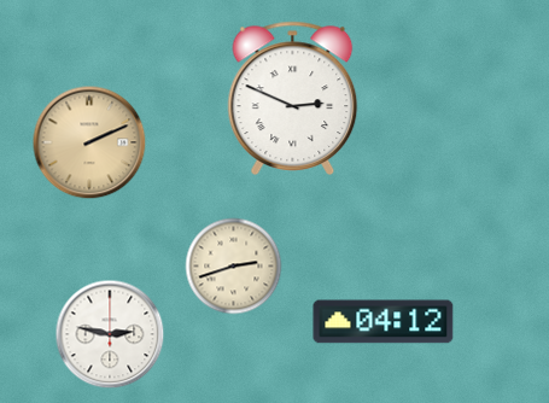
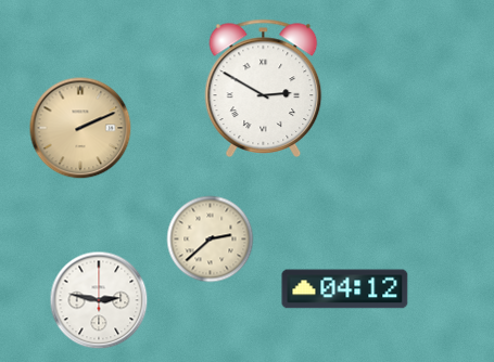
clock at (293, 98): 2:49 -> 2:50
clock at (234, 267): 2:42 -> 2:38
